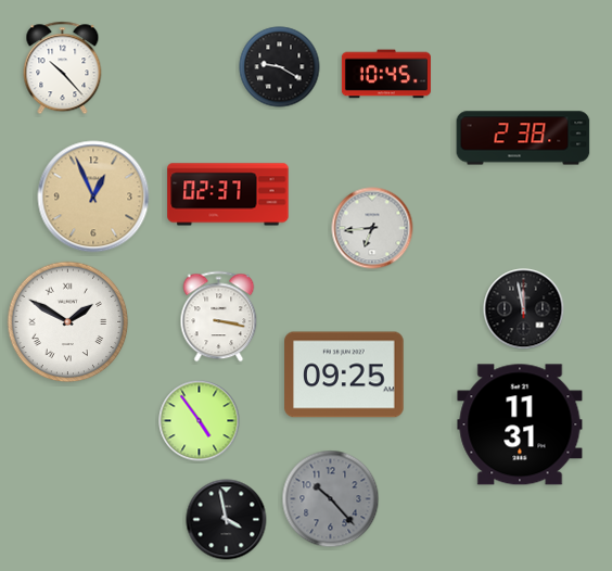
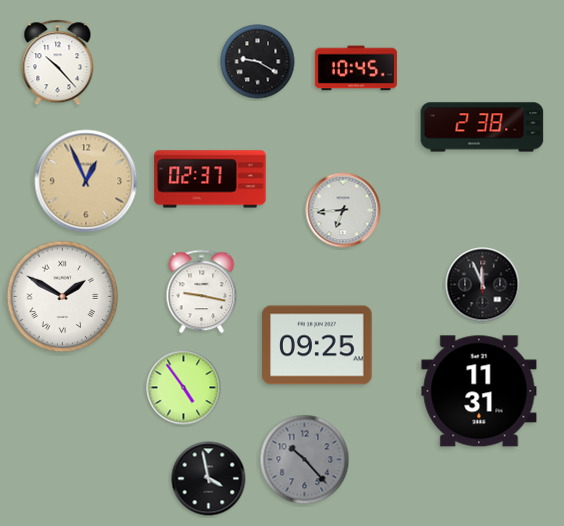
clock at (524, 309): 11:58 -> 11:56
clock at (219, 317): 3:17 -> 9:17
